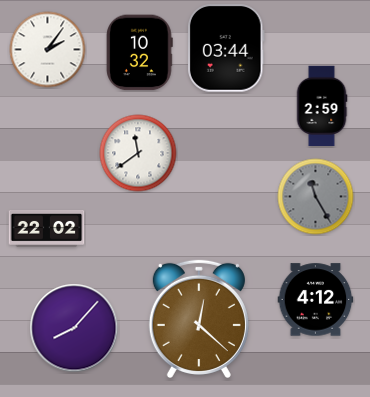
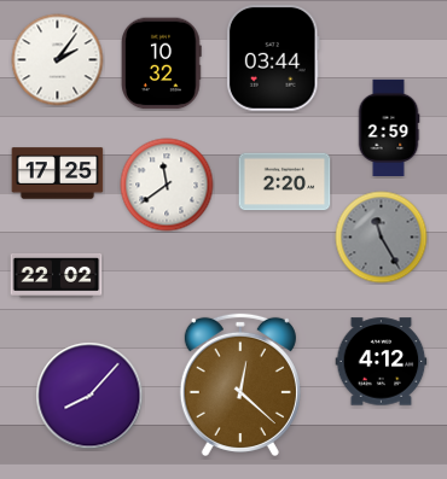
clock at (140, 53) position: (140, 53) -> (162, 64)
clock at (58, 174): none -> 17:25
clock at (285, 182): none -> 2:20
